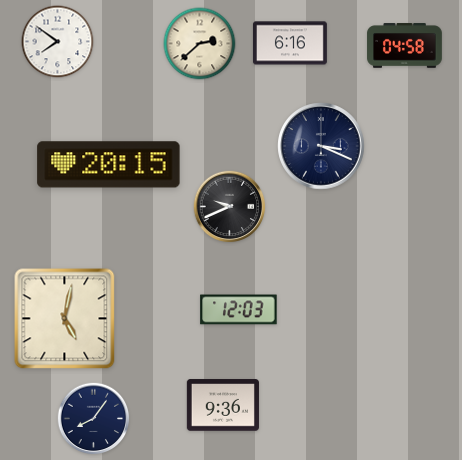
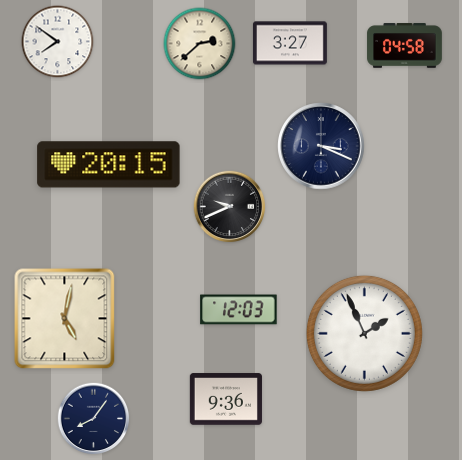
clock at (290, 43): 6:16 -> 3:27
clock at (364, 333): none -> 1:56
clock at (223, 405) position: (223, 405) -> (226, 399)
